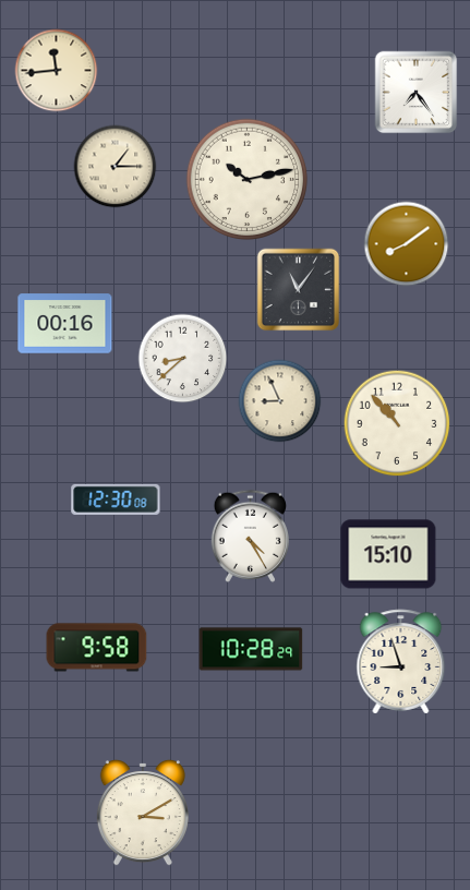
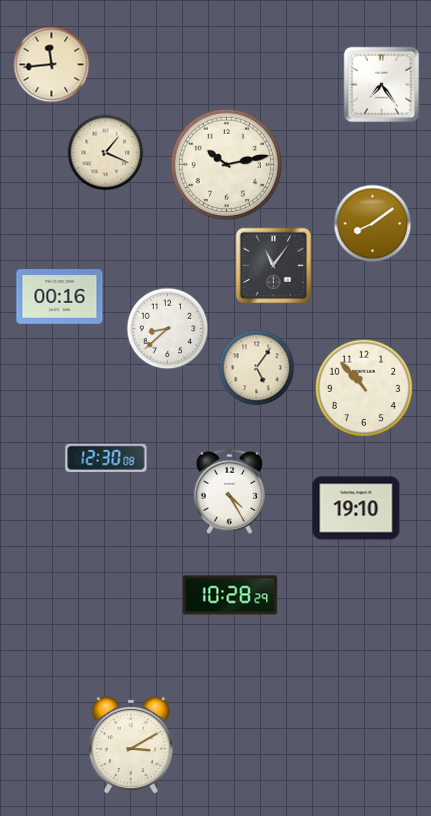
clock at (116, 167): 1:15 -> 1:19
clock at (280, 401): 8:56 -> 5:06
clock at (388, 554): 15:10 -> 19:10
clock at (97, 648): 9:58 -> none
clock at (401, 662): 8:57 -> none
